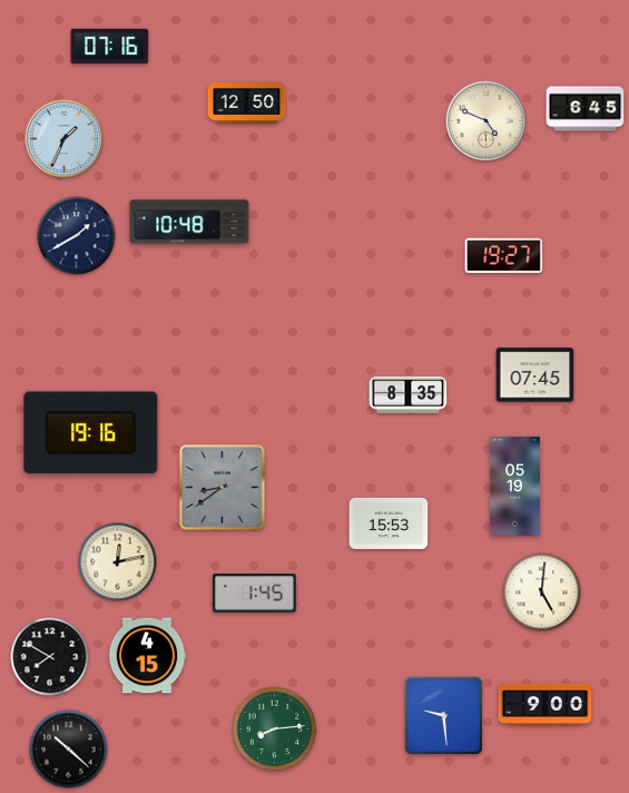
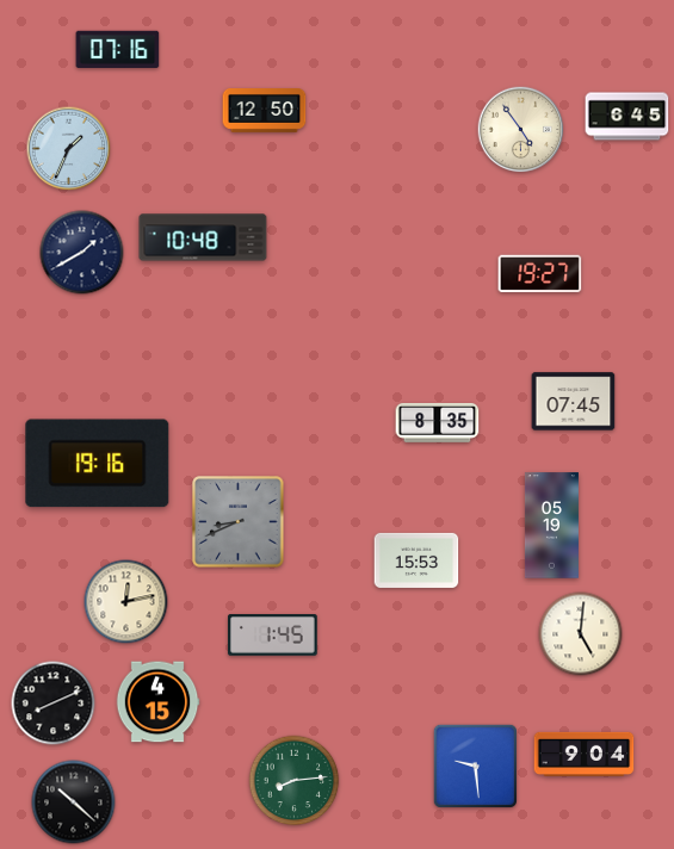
clock at (487, 121): 4:49 -> 4:54
clock at (514, 487) position: (514, 487) -> (551, 526)
clock at (223, 488): 8:39 -> 8:41
clock at (50, 657): 7:50 -> 8:11
clock at (546, 704): 9:00 -> 9:04
